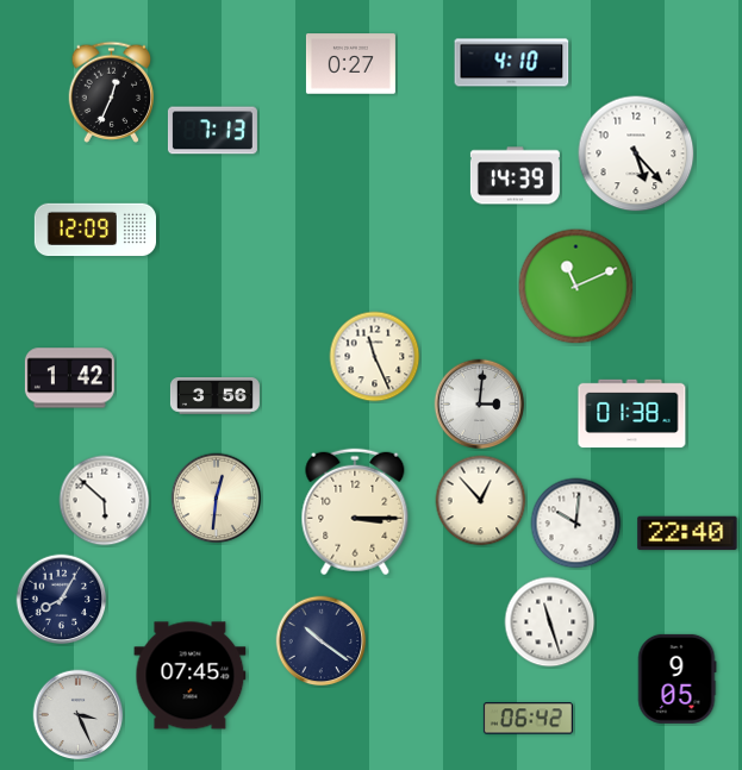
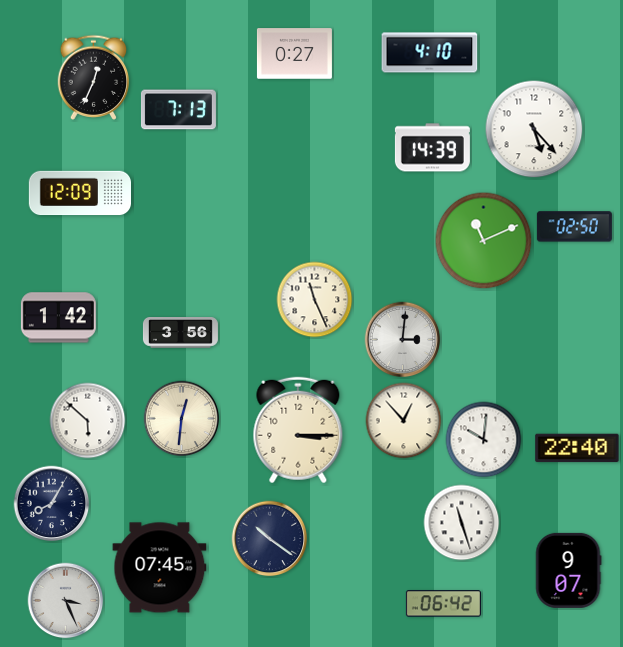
clock at (574, 227): none -> 02:50
clock at (632, 414): 01:38 -> none
clock at (676, 678): 9:05 -> 9:07
